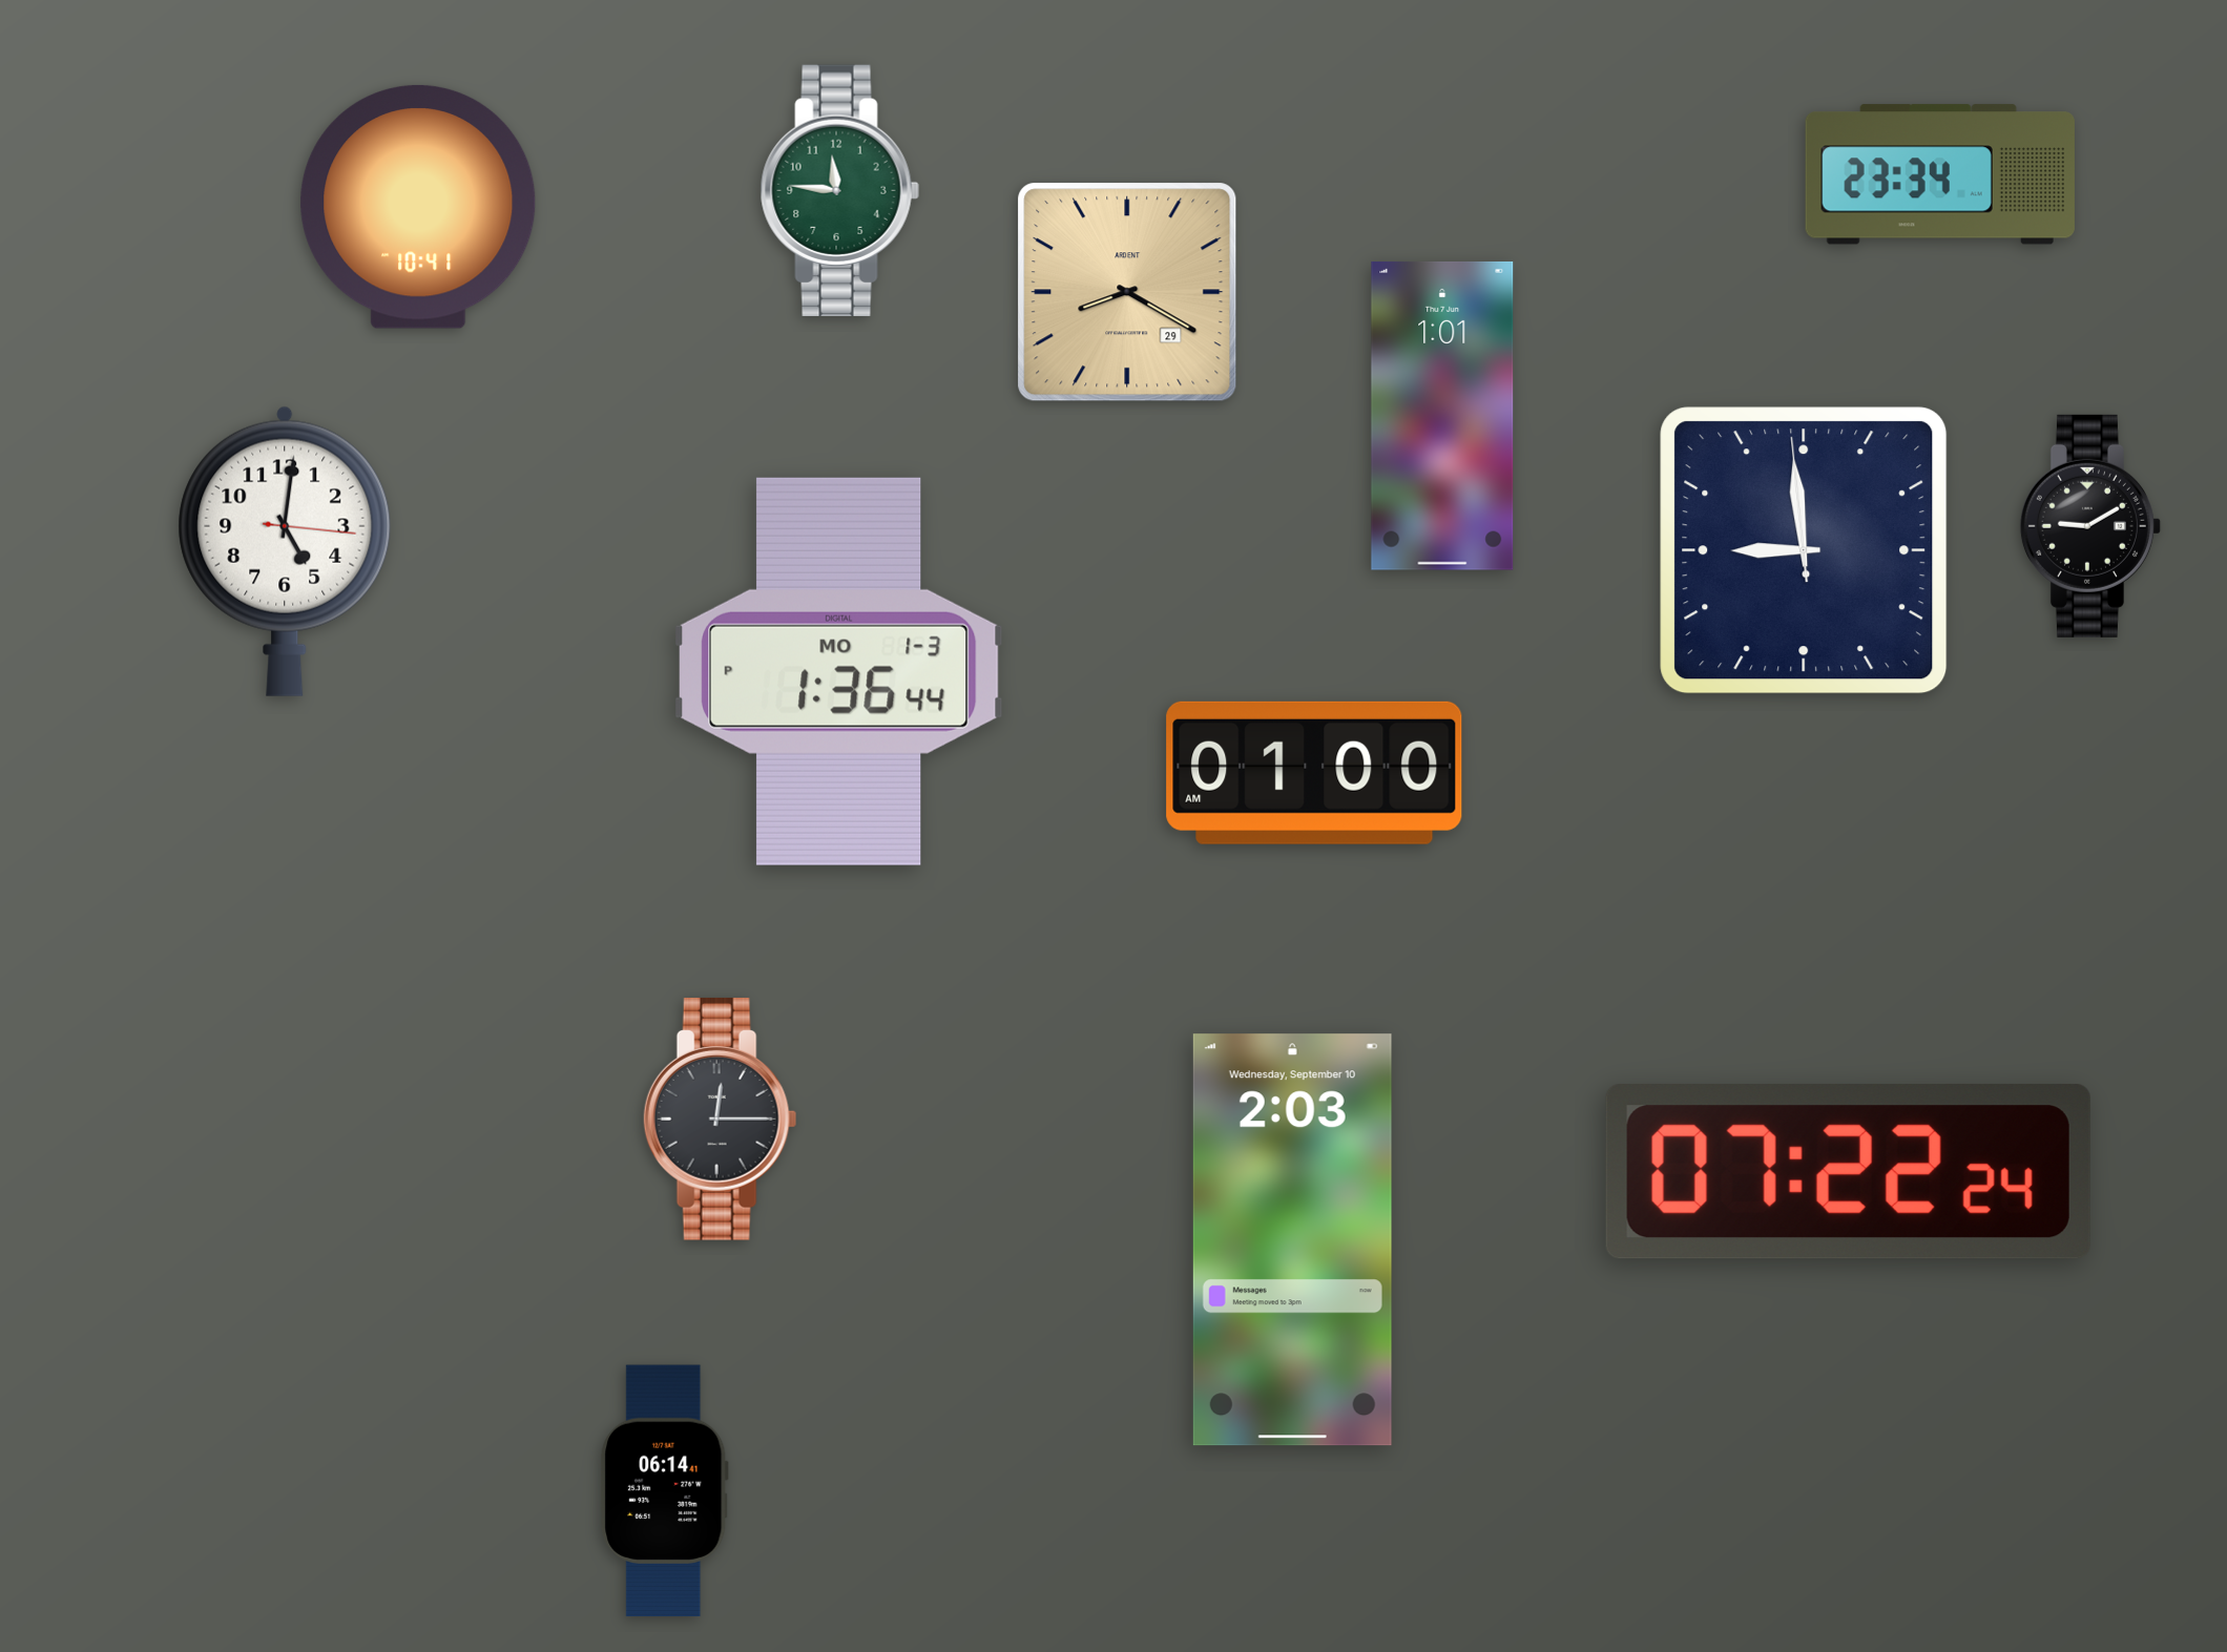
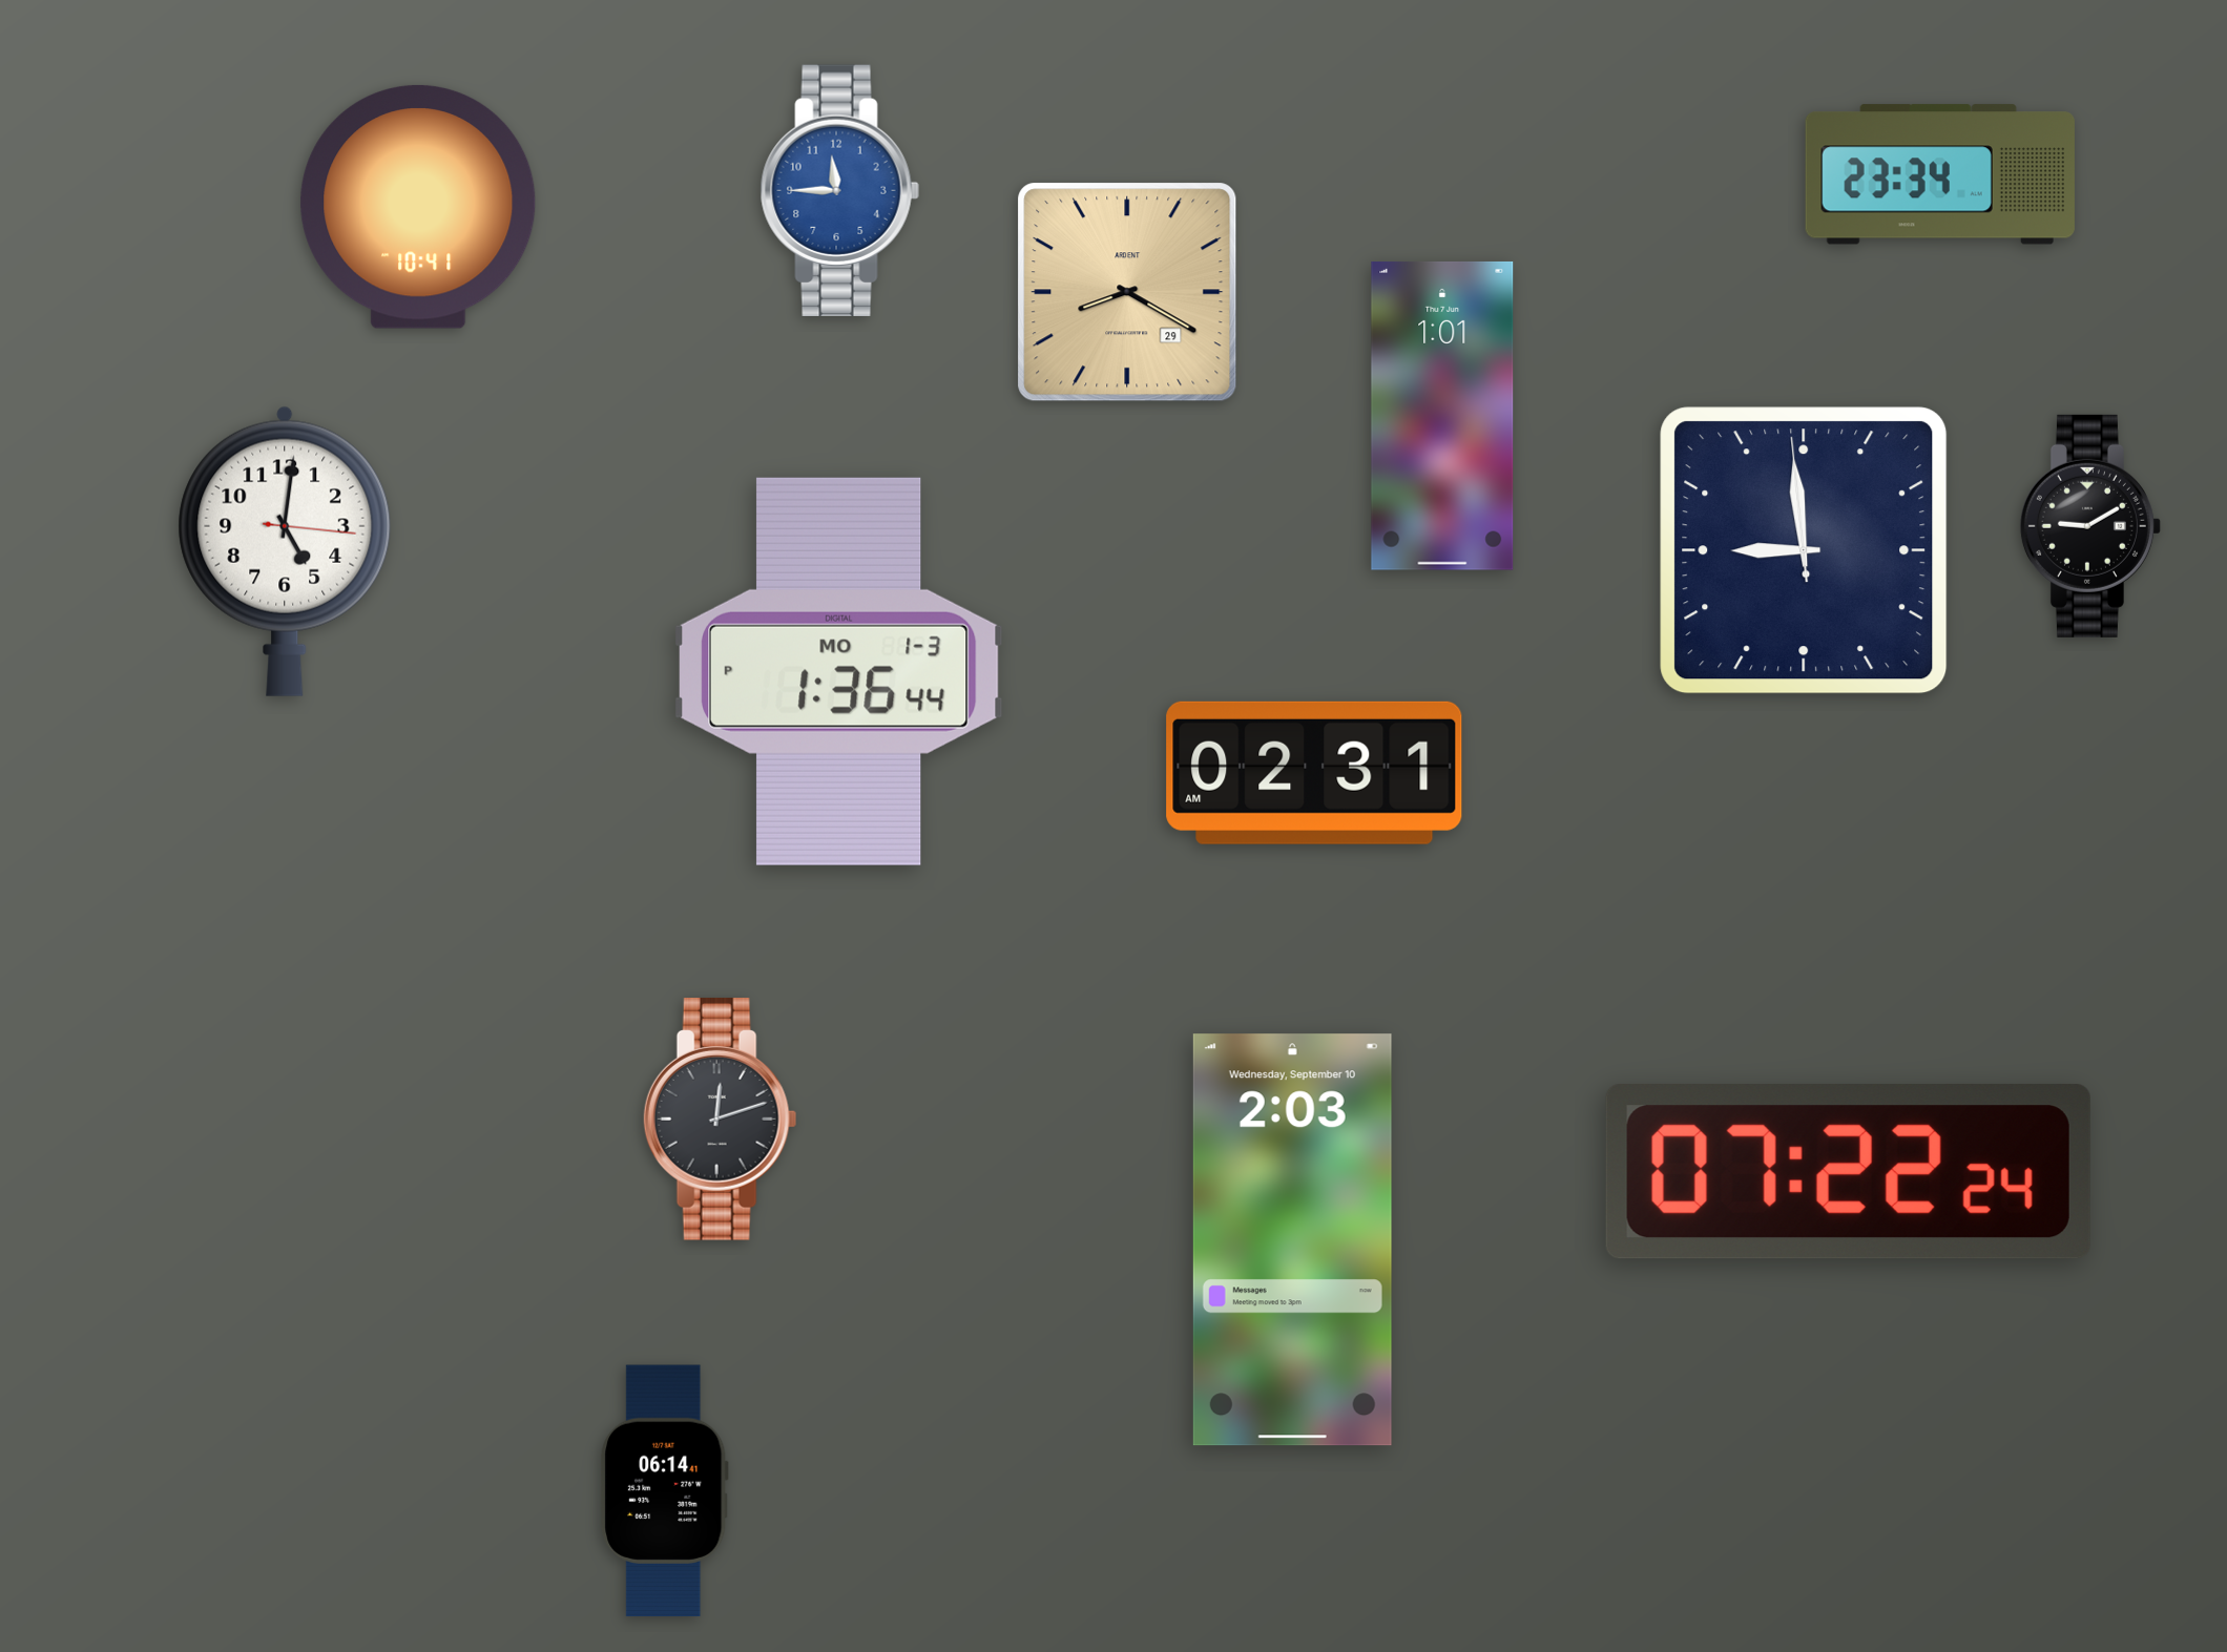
clock at (839, 190): 11:46 -> 11:45
clock at (839, 190) dial: green -> blue
clock at (1314, 773): 01:00 -> 02:31
clock at (721, 1118): 12:15 -> 12:12
